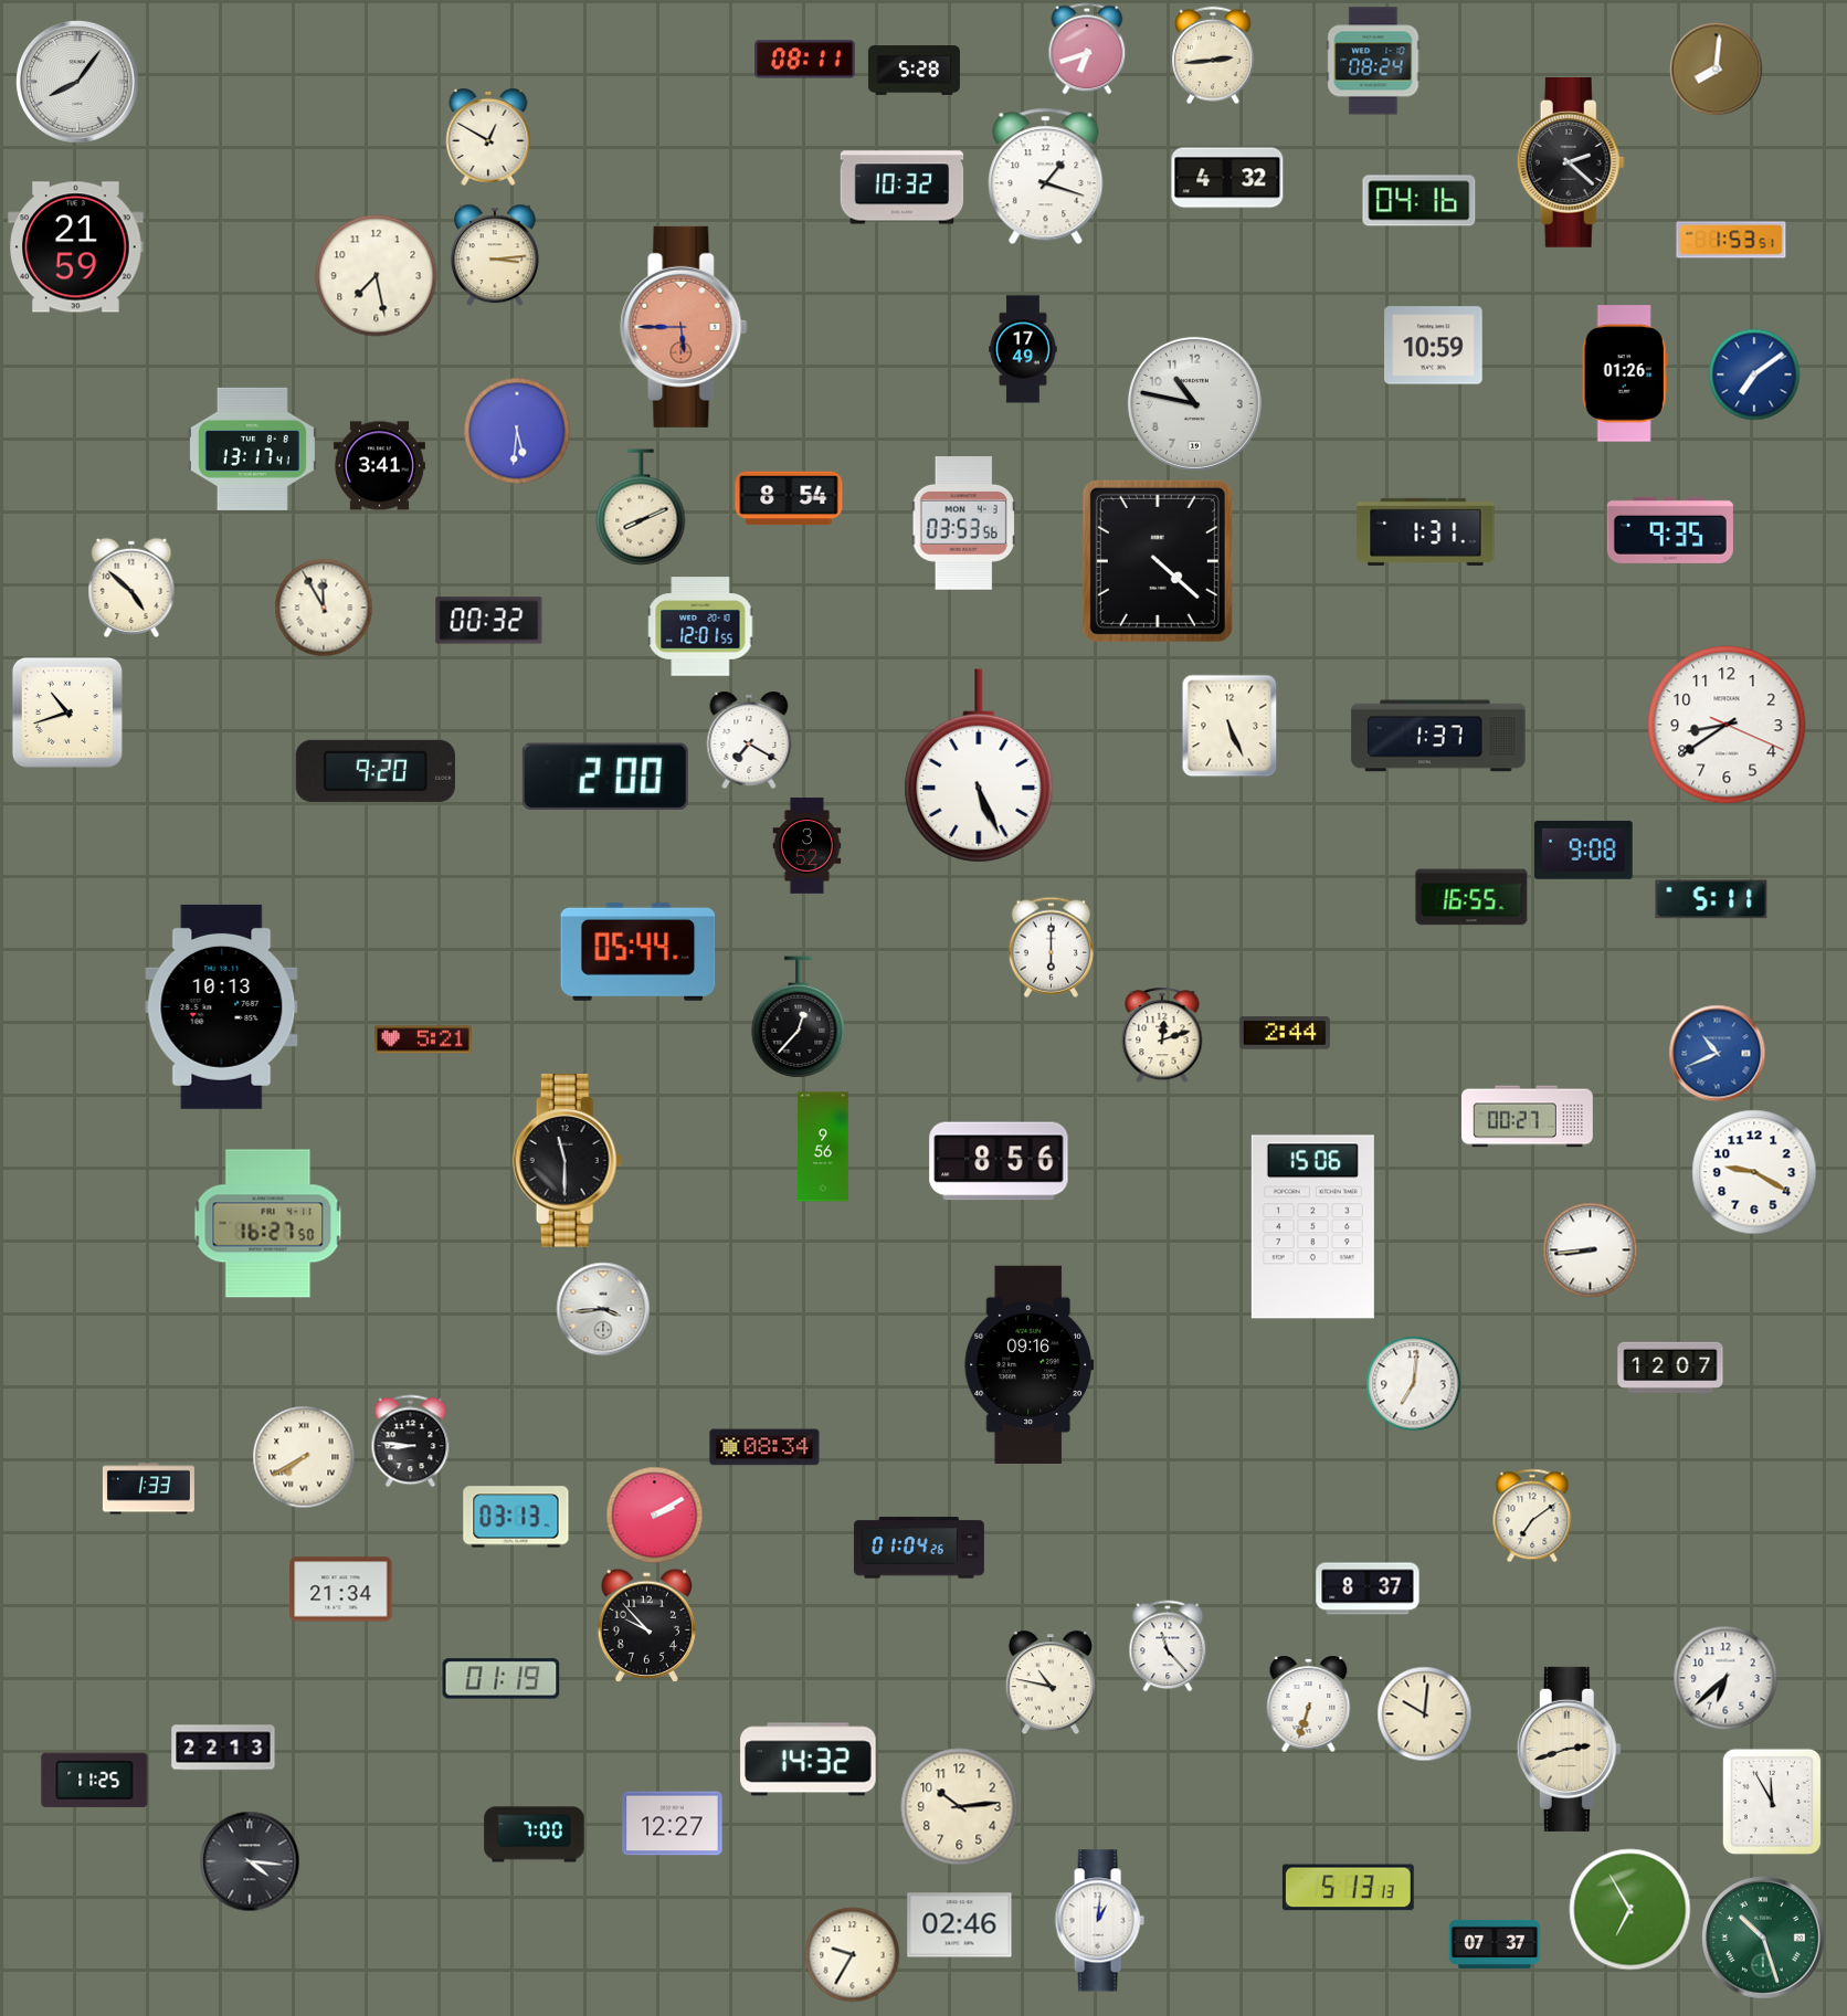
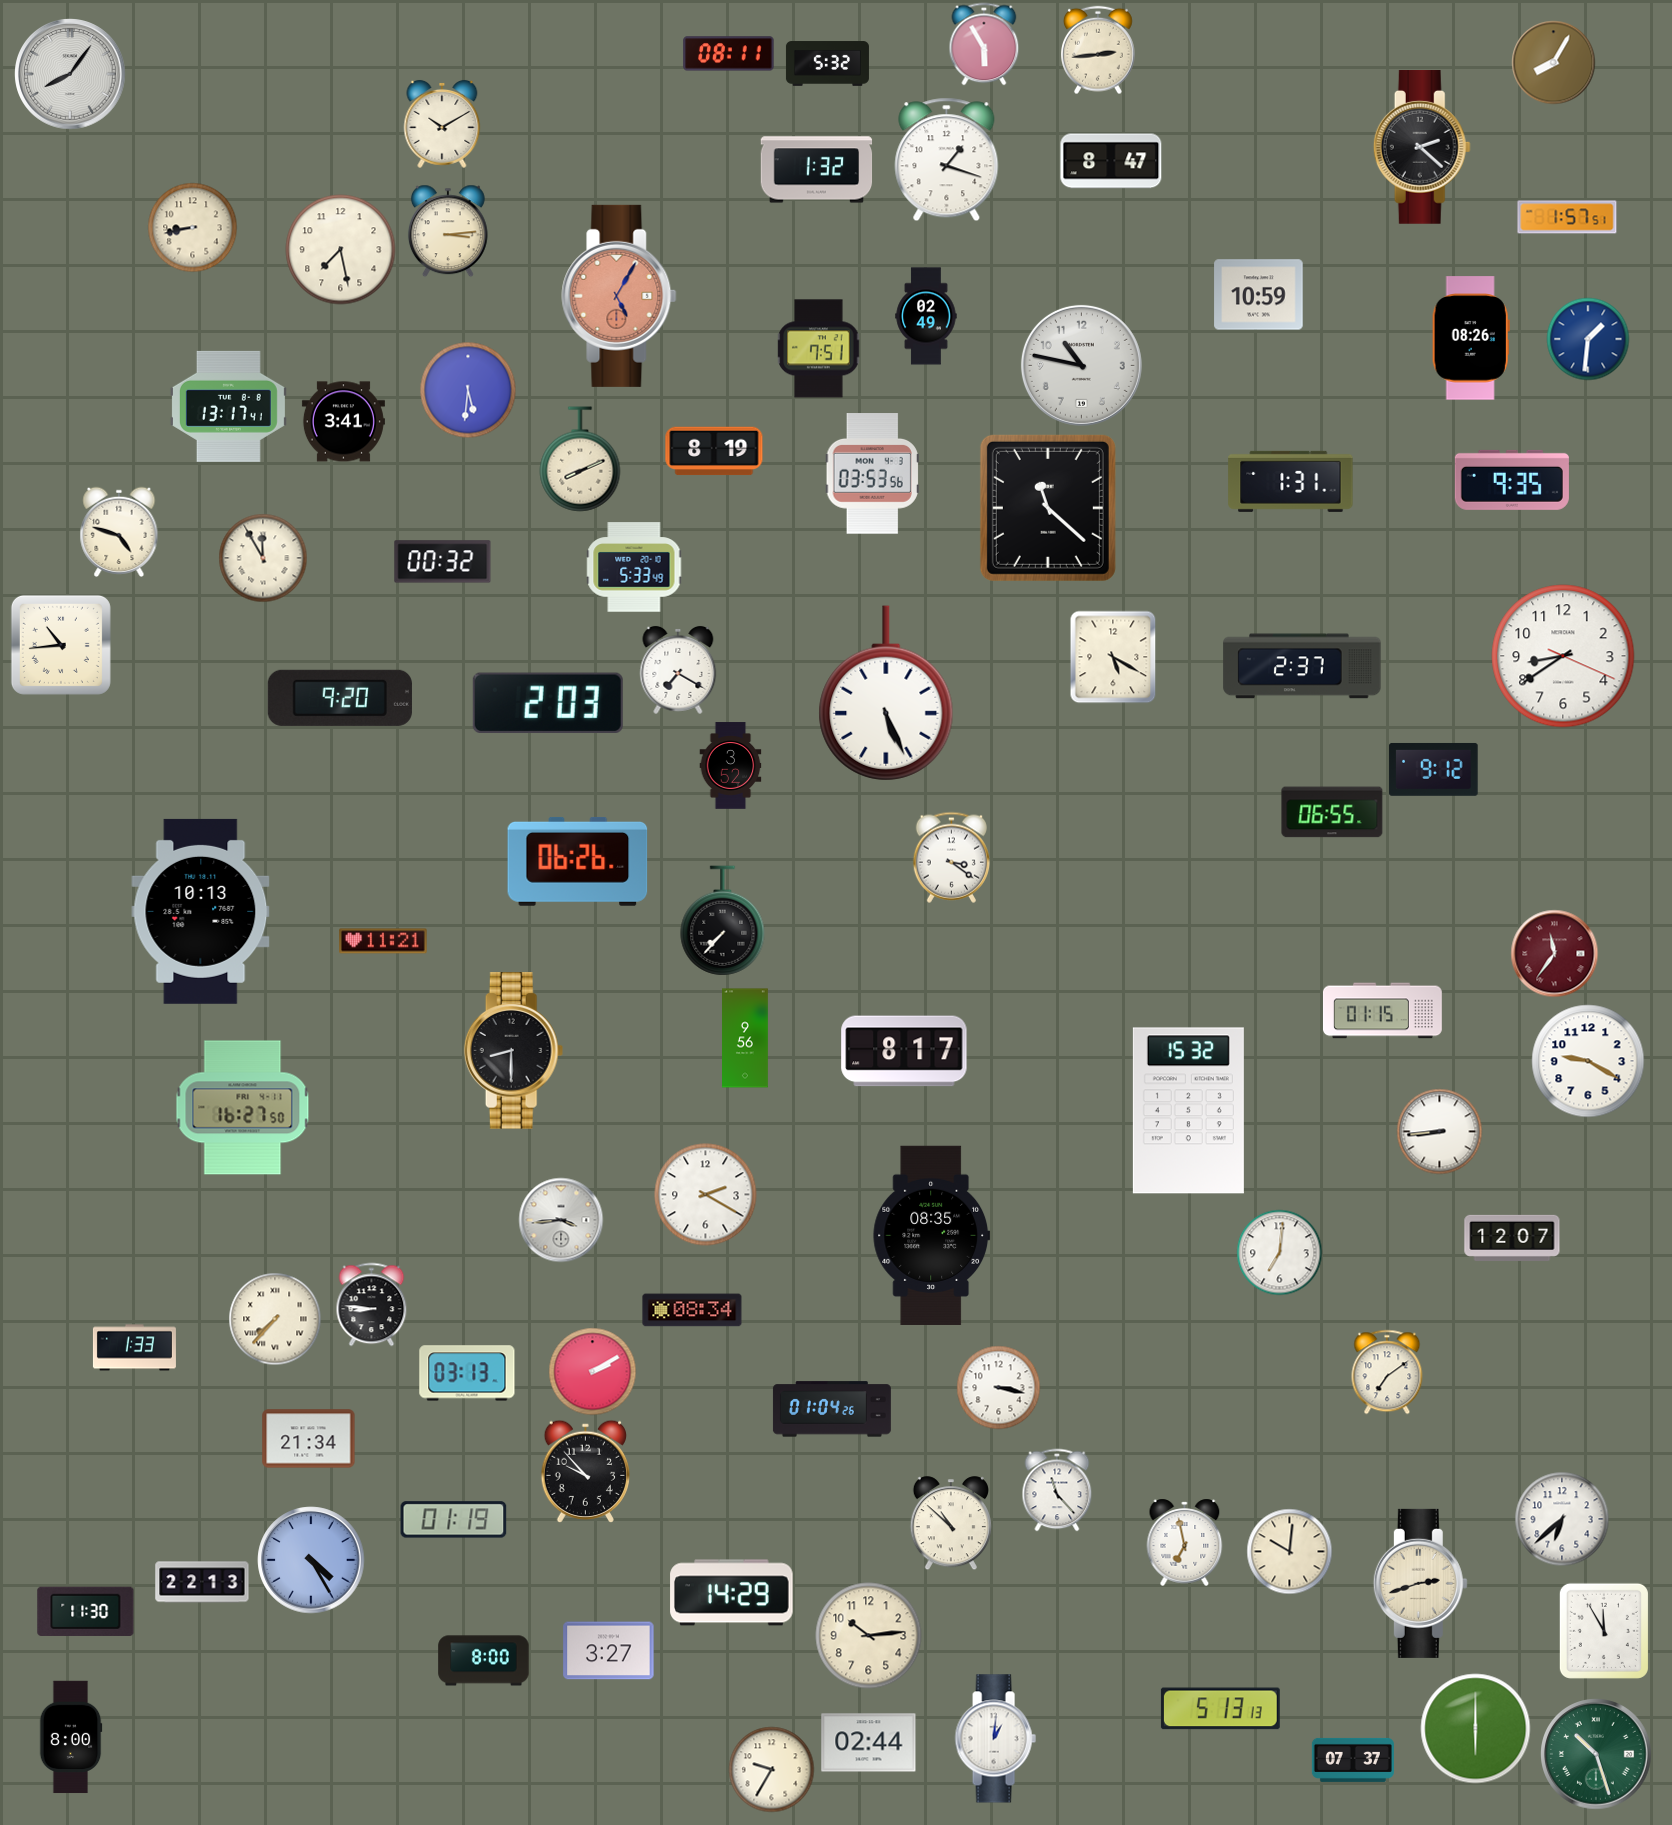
clock at (1087, 49): 6:42 -> 5:55
clock at (1373, 61): 08:24 -> none
clock at (1717, 70): 8:01 -> 8:05
clock at (914, 71): 5:28 -> 5:32
clock at (488, 137): 12:50 -> 10:10
clock at (1227, 178): 4:32 -> 8:47
clock at (903, 188): 10:32 -> 1:32
clock at (1419, 201): 04:16 -> none
clock at (1731, 240): 1:53 -> 1:57
clock at (76, 247): 21:59 -> none
clock at (193, 228): none -> 8:43
clock at (684, 327): 5:45 -> 5:05
clock at (1434, 346) position: (1434, 346) -> (1259, 295)
clock at (1023, 349): 17:49 -> 02:49
clock at (1625, 373): 01:26 -> 08:26
clock at (1754, 374): 7:09 -> 1:31
clock at (819, 349): none -> 7:51
clock at (789, 498): 8:54 -> 8:19
clock at (1158, 561): 4:22 -> 11:22
clock at (131, 588): 4:52 -> 4:48
clock at (324, 608) position: (324, 608) -> (263, 558)
clock at (700, 626): 12:01 -> 5:33
clock at (67, 713): 10:42 -> 10:44
clock at (1229, 726): 5:26 -> 5:20
clock at (1438, 736): 1:37 -> 2:37
clock at (605, 775): 2:00 -> 2:03
clock at (1584, 849): 9:08 -> 9:12
clock at (1471, 897): 16:55 -> 06:55
clock at (1711, 899): 5:11 -> none
clock at (1051, 947): 6:00 -> 3:21
clock at (638, 951): 05:44 -> 06:26
clock at (799, 1017): 12:37 -> 7:37
clock at (1285, 1033): 2:44 -> none
clock at (1162, 1035): 12:12 -> none
clock at (423, 1039): 5:21 -> 11:21
clock at (1718, 1054): 10:41 -> 11:36
clock at (1718, 1054) dial: blue -> burgundy
clock at (1528, 1117): 00:27 -> 01:15
clock at (568, 1161): 11:30 -> 8:30
clock at (999, 1161): 8:56 -> 8:17
clock at (1312, 1227): 15:06 -> 15:32
clock at (603, 1309) position: (603, 1309) -> (561, 1220)
clock at (706, 1195): none -> 2:20
clock at (1030, 1364): 09:16 -> 08:35
clock at (304, 1457): 7:40 -> 7:37
clock at (999, 1388): none -> 3:17
clock at (919, 1548) position: (919, 1548) -> (832, 1409)
clock at (1368, 1588): 8:37 -> none
clock at (1051, 1683): 10:47 -> 10:52
clock at (1309, 1703): 6:33 -> 6:58
clock at (311, 1560): none -> 4:25
clock at (809, 1760): 14:32 -> 14:29
clock at (95, 1780): 11:25 -> 11:30
clock at (673, 1824): 12:27 -> 3:27
clock at (535, 1835): 7:00 -> 8:00
clock at (250, 1861): 4:16 -> none
clock at (1630, 1910): 6:55 -> 6:00
clock at (71, 1737): none -> 8:00
clock at (960, 1925): 02:46 -> 02:44
